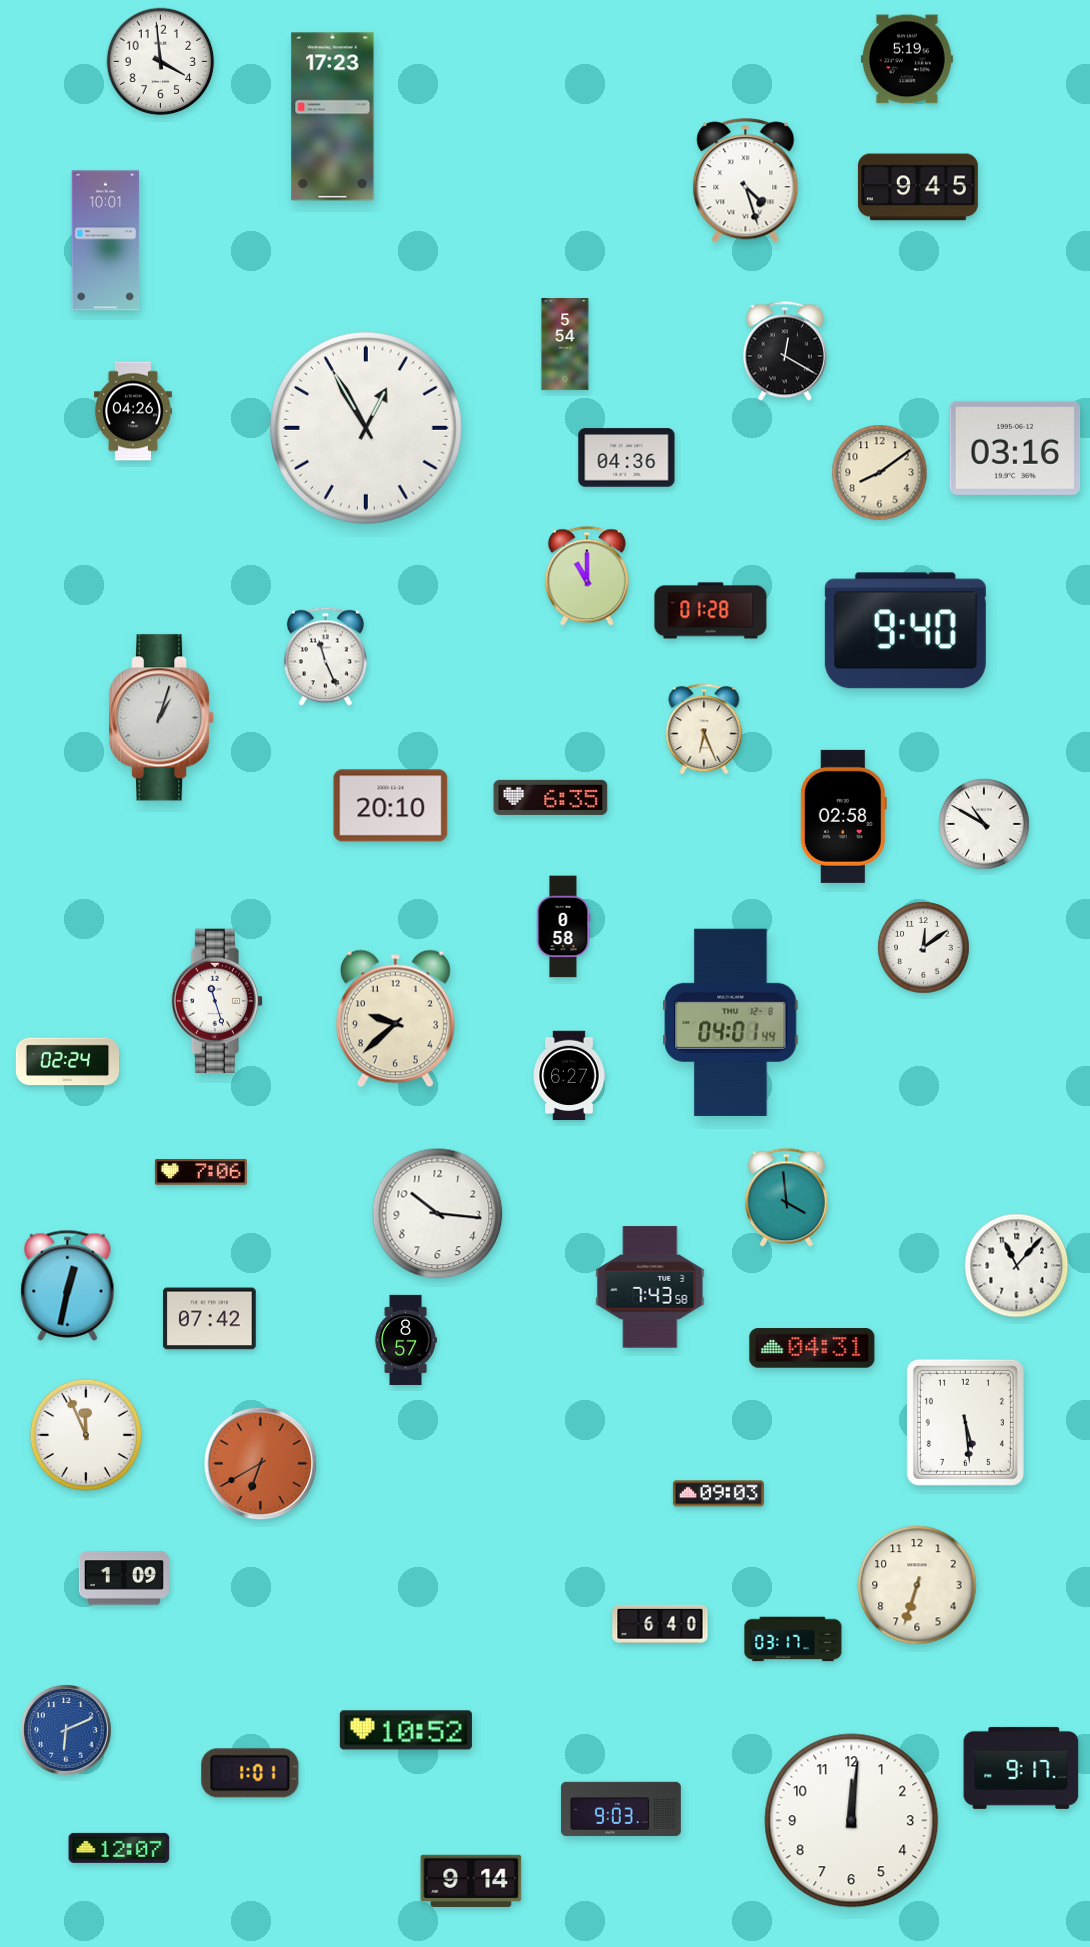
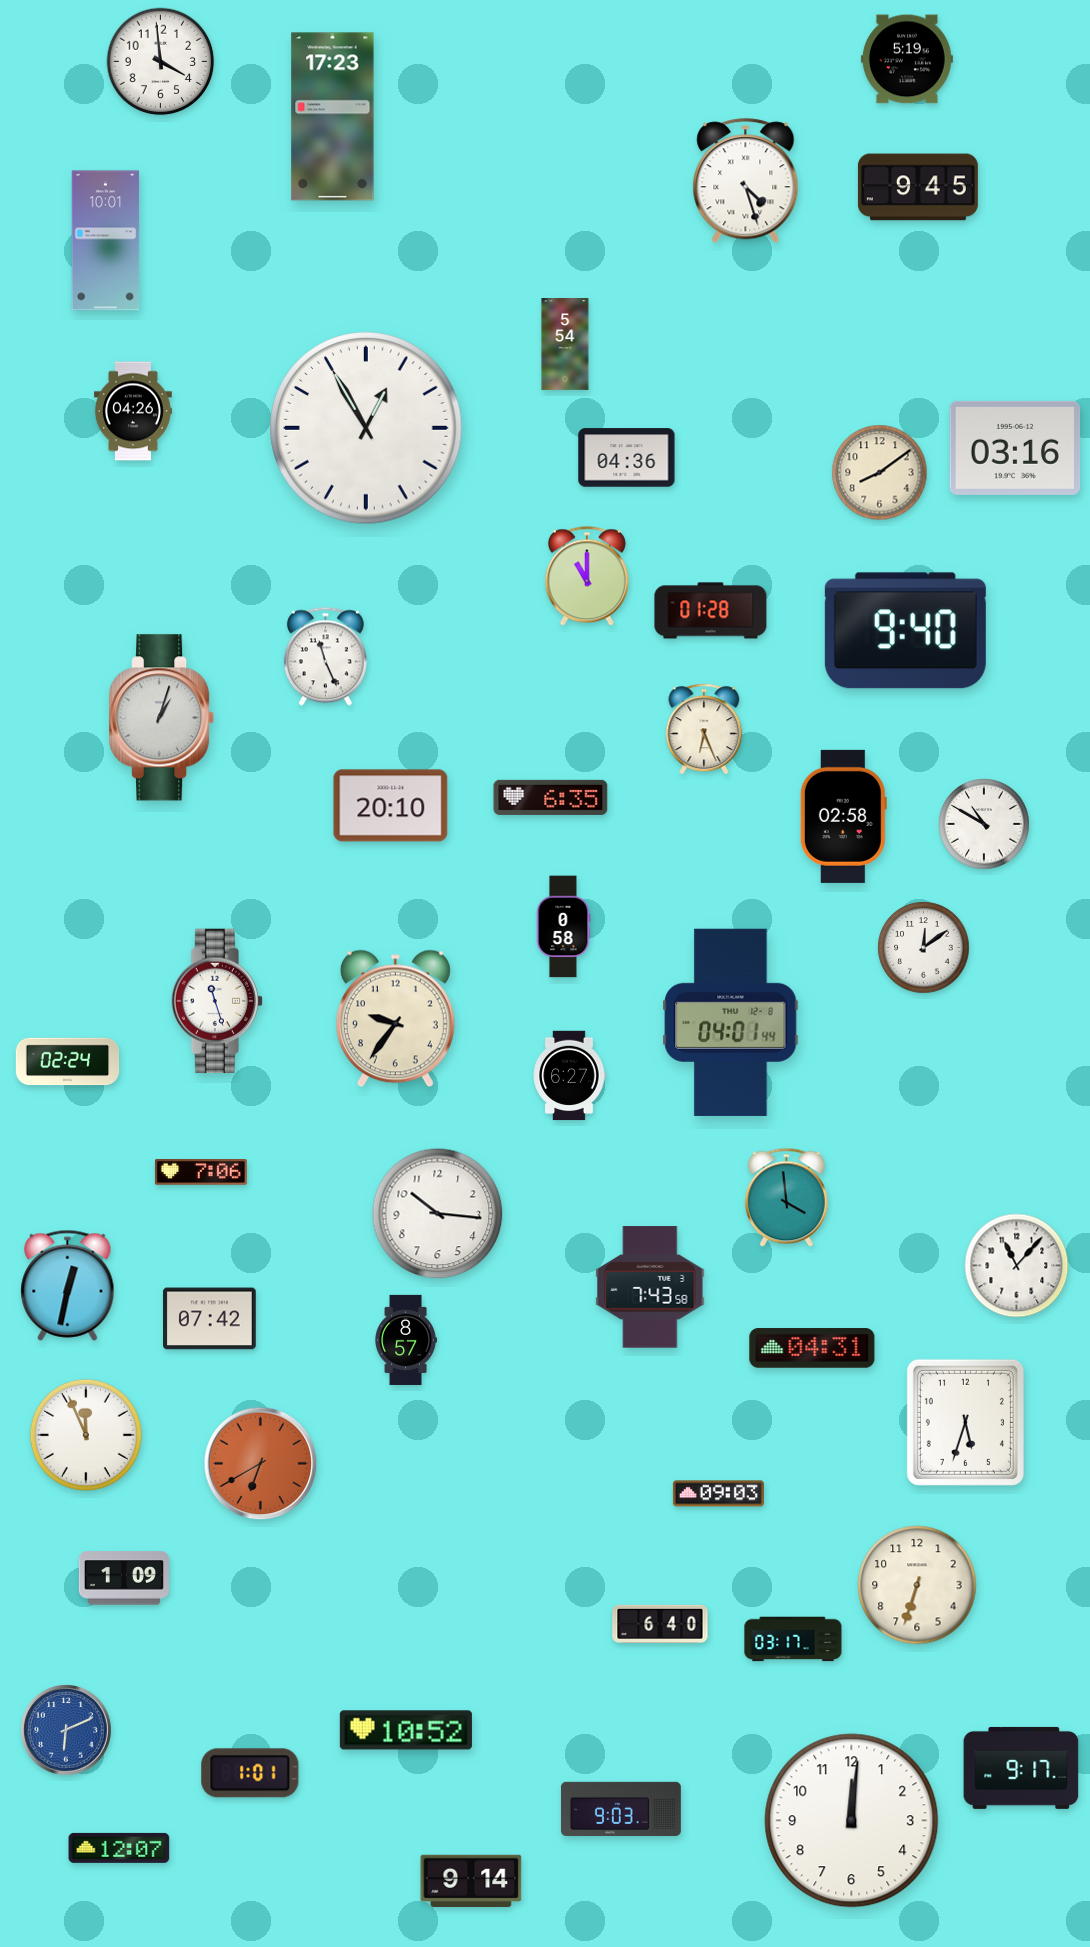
clock at (785, 351): 12:20 -> none
clock at (395, 1019): 9:38 -> 9:36
clock at (965, 1422): 5:29 -> 5:33
